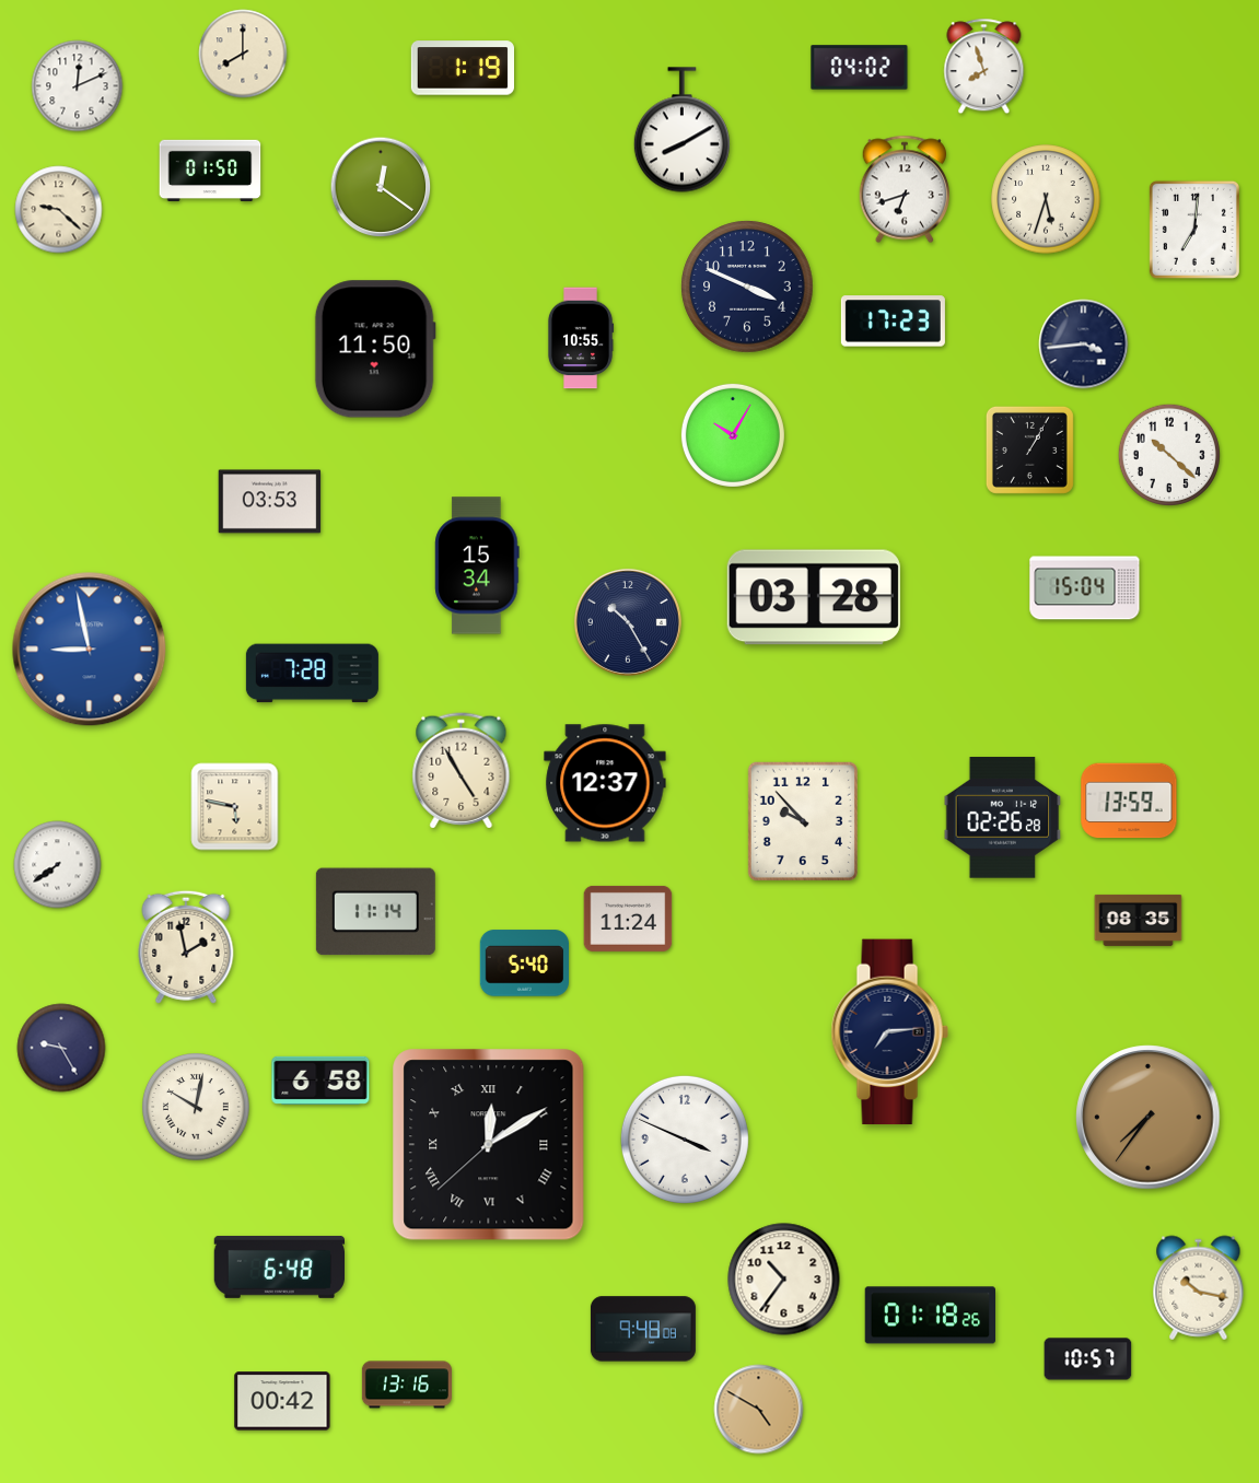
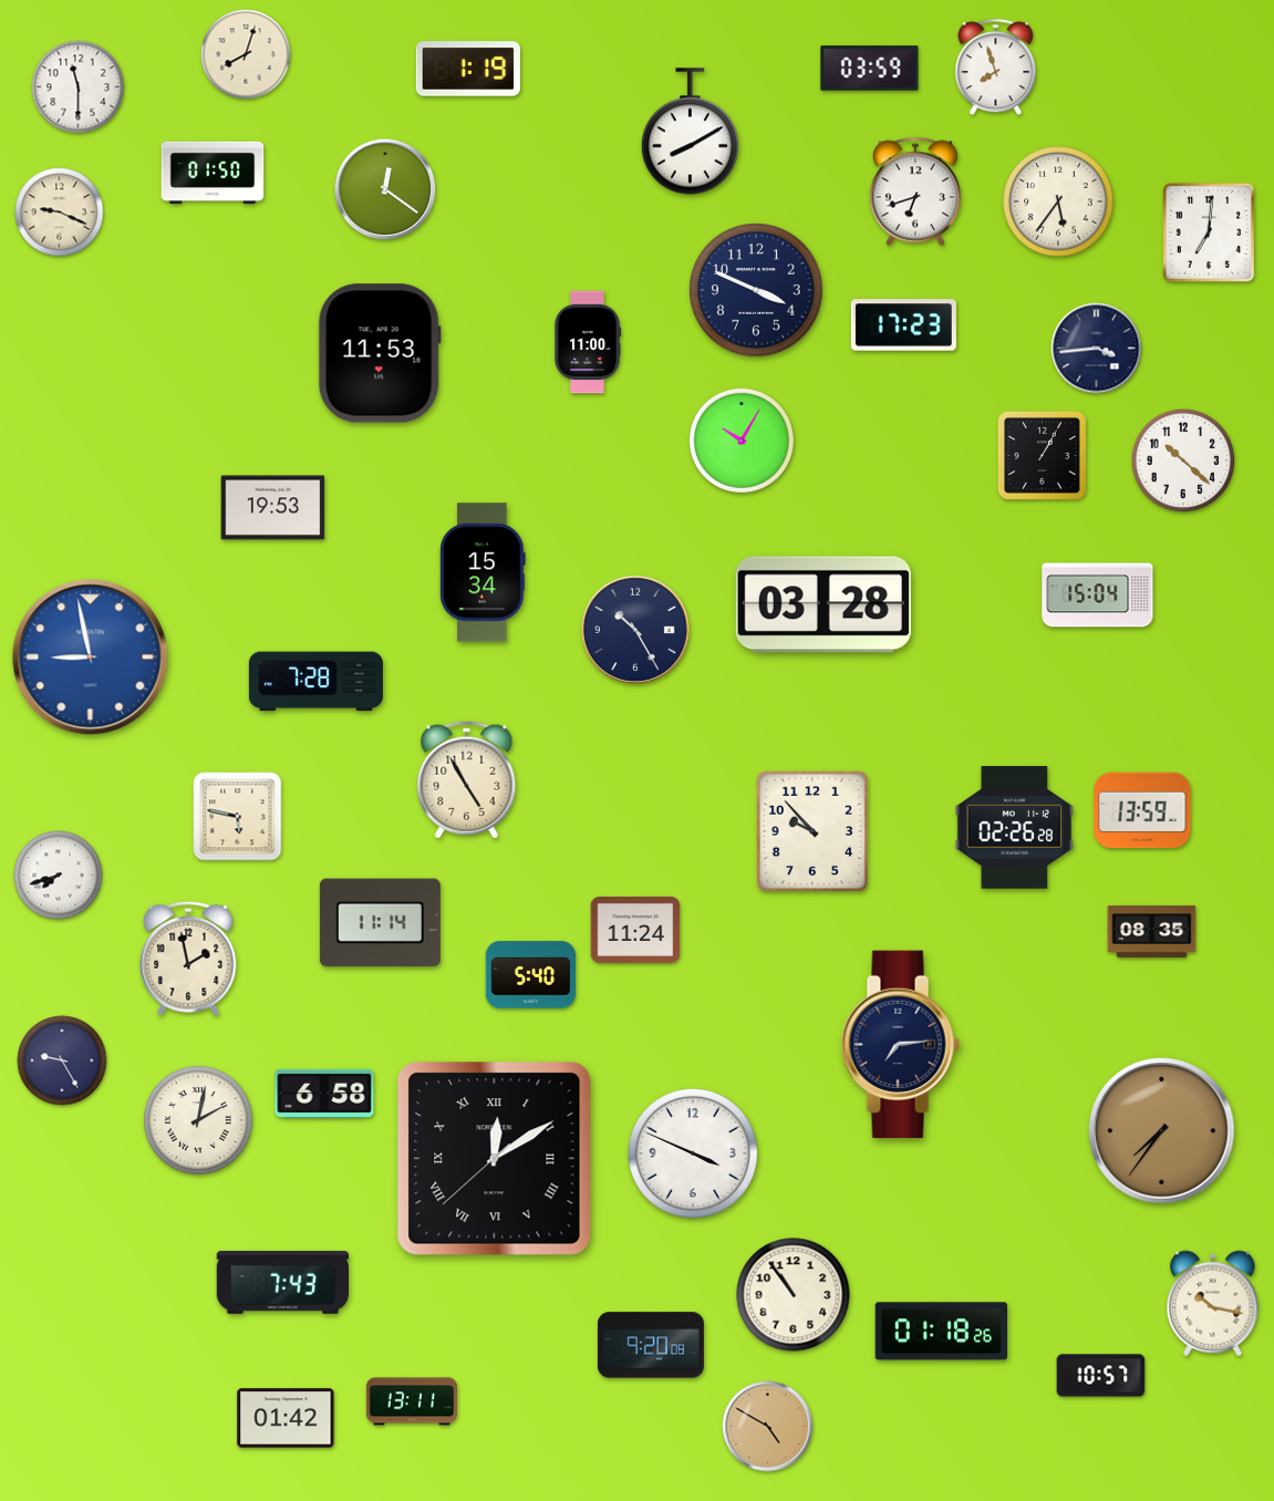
clock at (243, 54): 8:00 -> 8:03
clock at (860, 68): 04:02 -> 03:59
clock at (78, 86): 12:11 -> 11:30
clock at (1046, 199): 5:33 -> 5:36
clock at (59, 210): 9:22 -> 9:19
clock at (581, 338): 10:55 -> 11:00
clock at (375, 349): 11:50 -> 11:53
clock at (270, 502): 03:53 -> 19:53
clock at (605, 783): 12:37 -> none
clock at (58, 865): 7:39 -> 7:42
clock at (196, 1107): 10:02 -> 2:02
clock at (279, 1266): 6:48 -> 7:43
clock at (784, 1280): 10:36 -> 10:54
clock at (643, 1329): 9:48 -> 9:20
clock at (407, 1385): 13:16 -> 13:11
clock at (282, 1401): 00:42 -> 01:42
